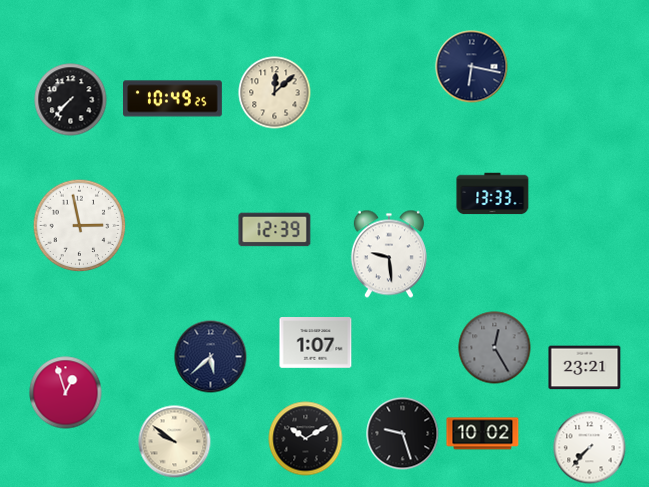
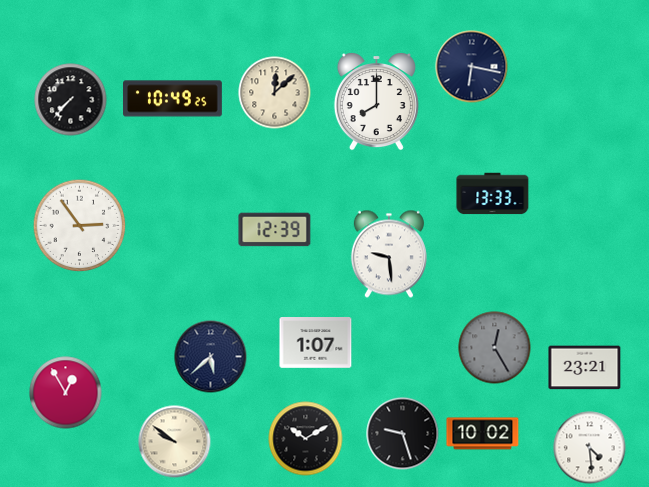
clock at (376, 102): none -> 8:00
clock at (80, 226): 2:58 -> 2:54
clock at (66, 393): 12:57 -> 12:55
clock at (590, 448): 7:37 -> 4:29
